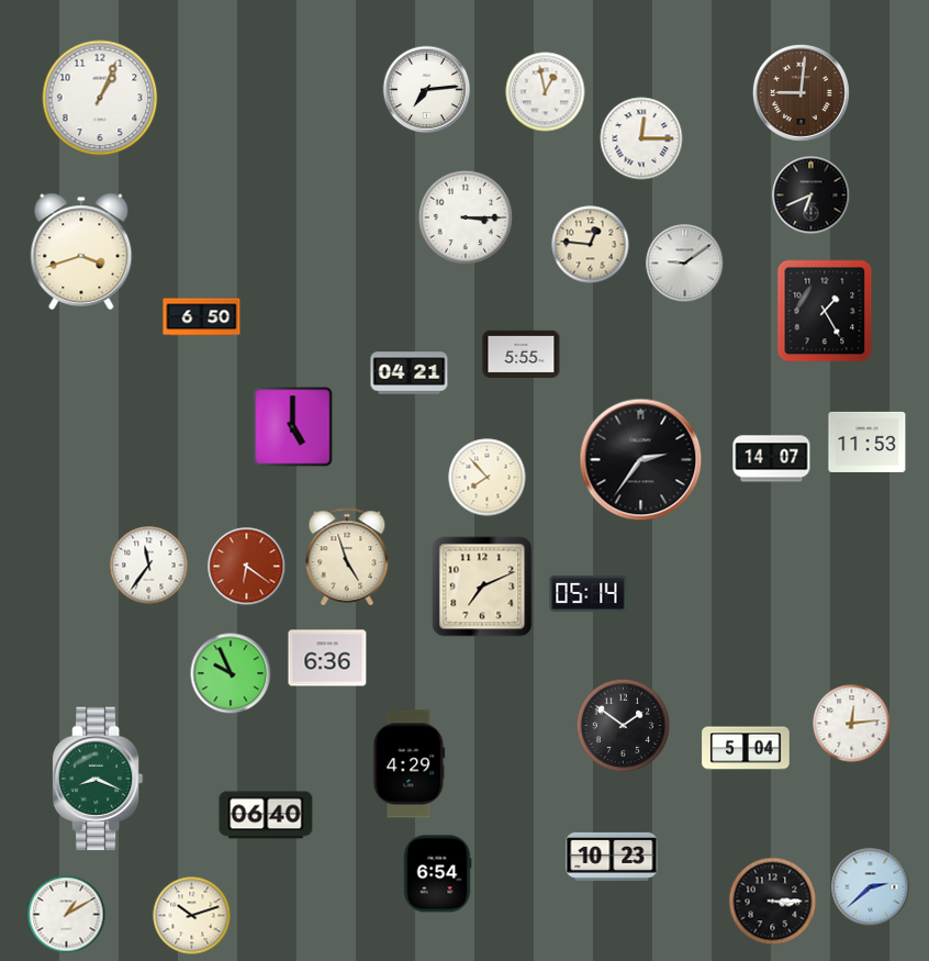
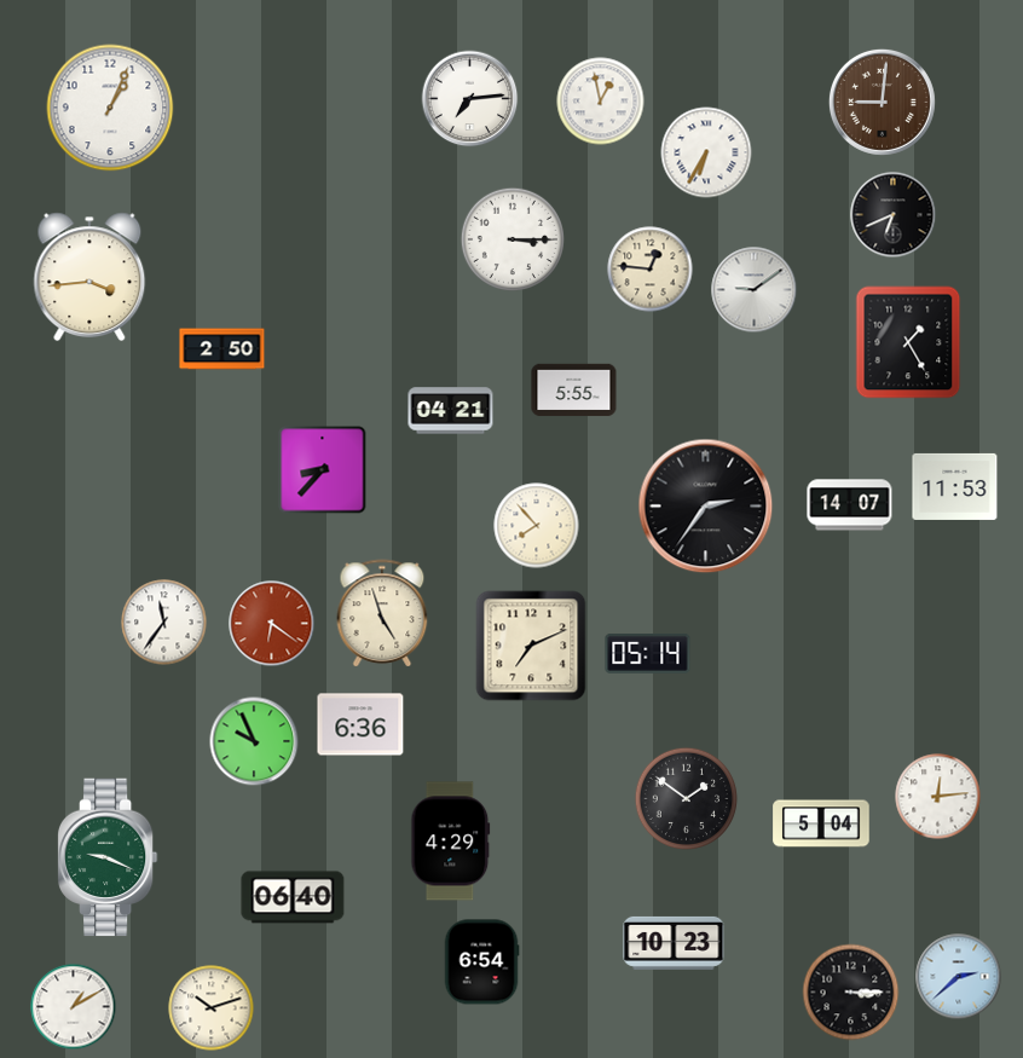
clock at (641, 138): 12:15 -> 6:35
clock at (81, 252): 3:42 -> 3:44
clock at (202, 317): 6:50 -> 2:50
clock at (293, 427): 5:00 -> 8:37
clock at (98, 779): 8:19 -> 9:19
